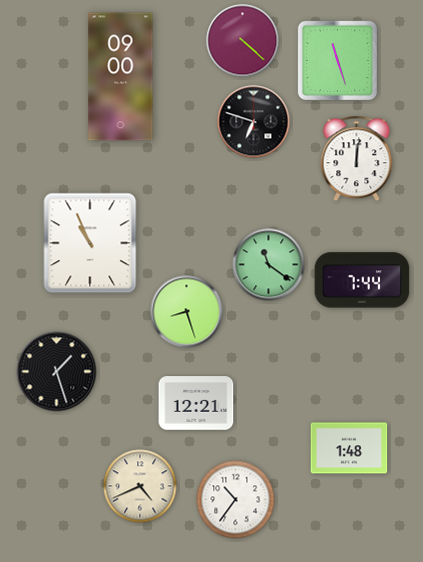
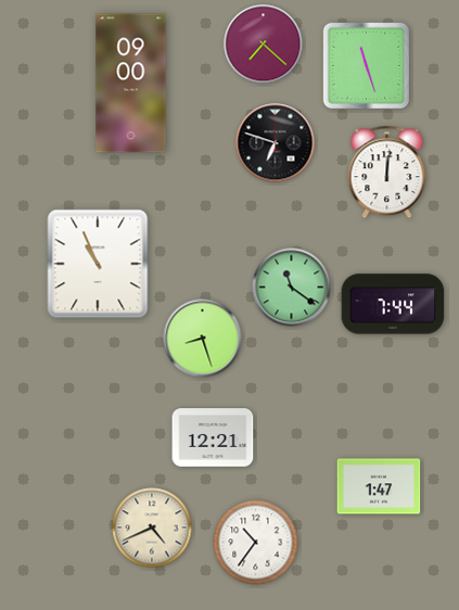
clock at (243, 41): 4:22 -> 7:22
clock at (254, 122) position: (254, 122) -> (276, 143)
clock at (57, 372): 1:27 -> none
clock at (349, 448): 1:48 -> 1:47
